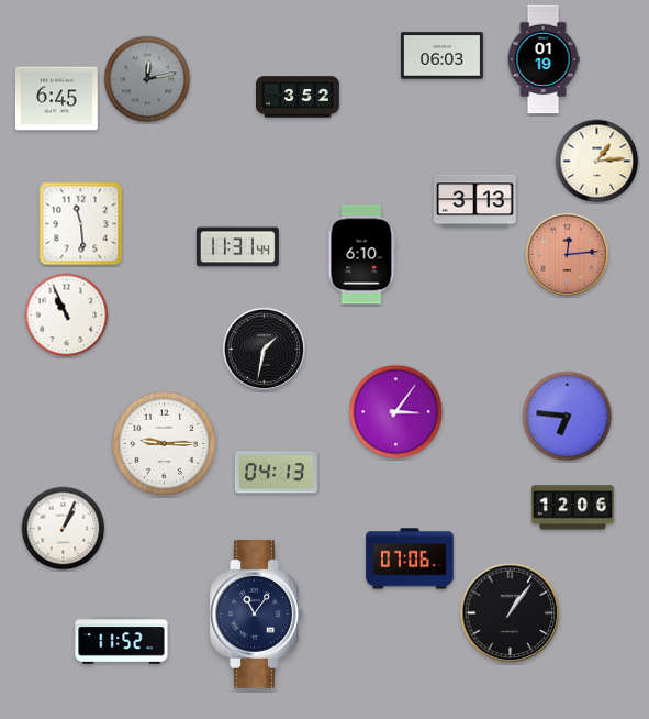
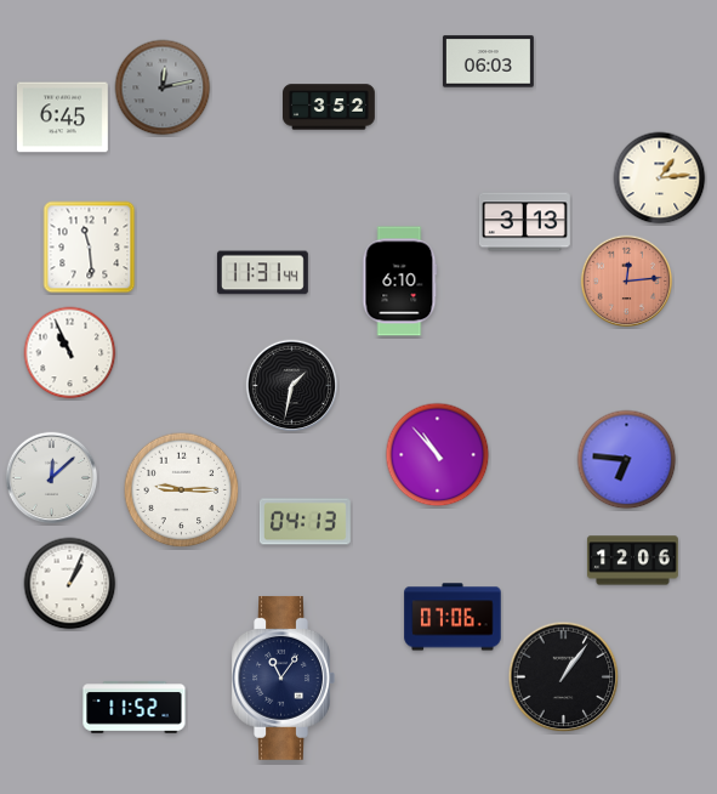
clock at (544, 59): 01:19 -> none
clock at (56, 99) position: (56, 99) -> (62, 118)
clock at (67, 316) position: (67, 316) -> (70, 353)
clock at (396, 412): 3:06 -> 10:53
clock at (52, 478): none -> 12:08
